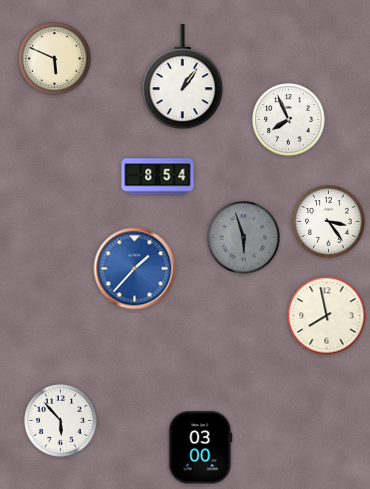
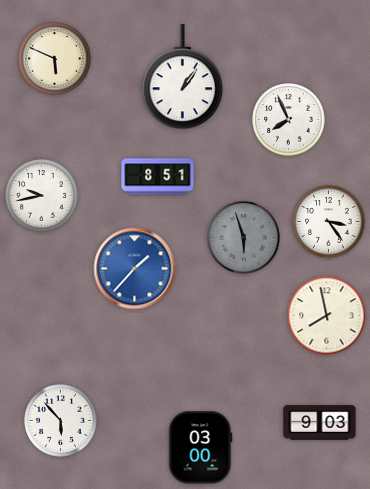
clock at (158, 177): 8:54 -> 8:51
clock at (42, 196): none -> 9:43
clock at (320, 423): none -> 9:03
